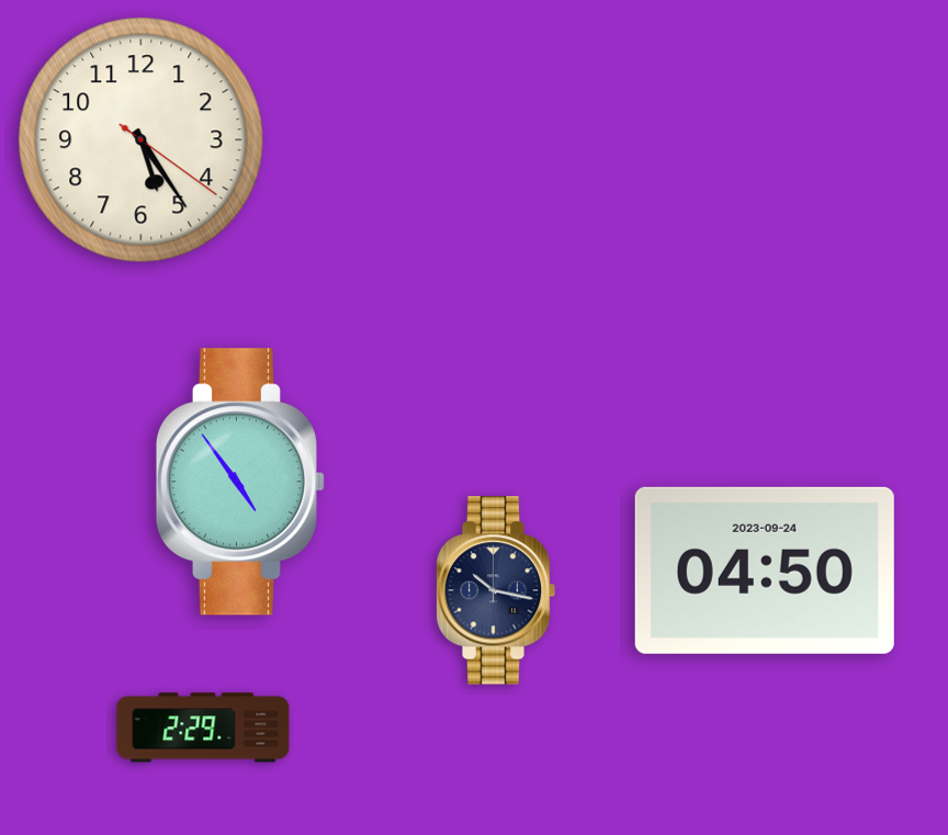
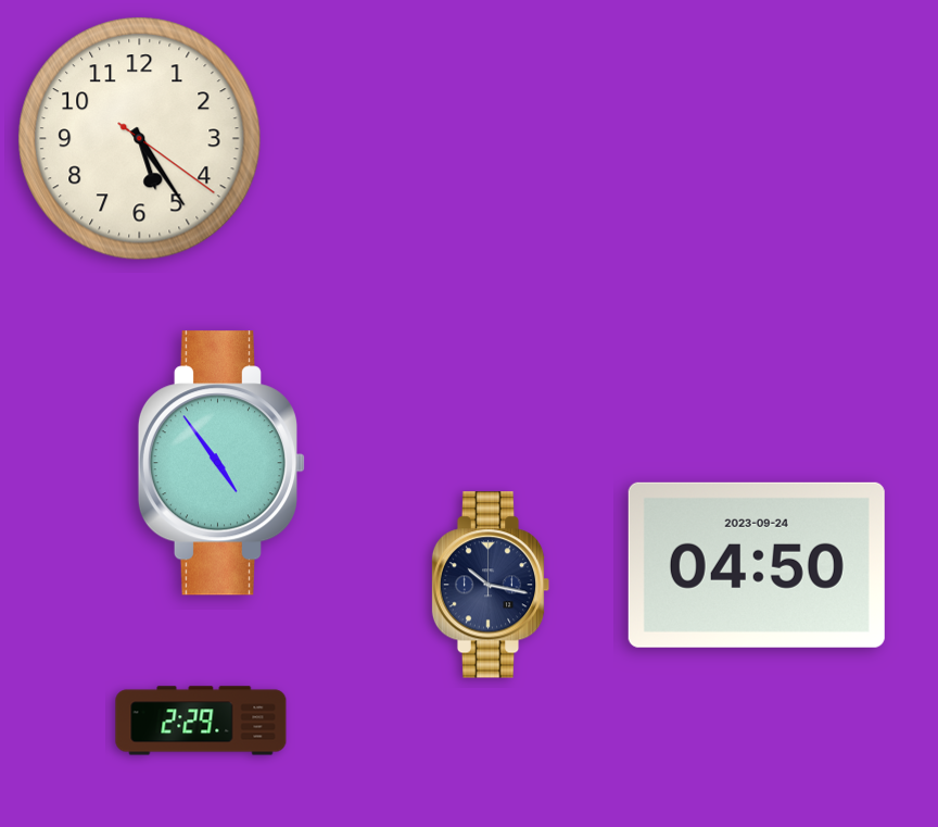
clock at (239, 482) position: (239, 482) -> (220, 463)
